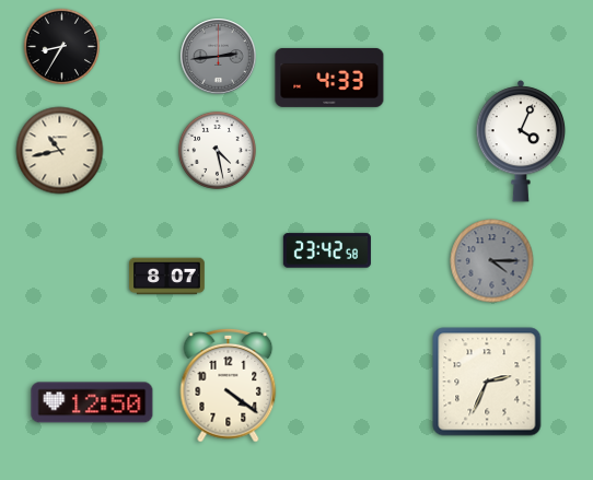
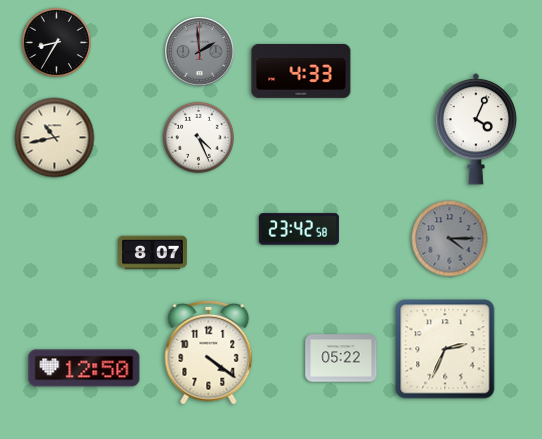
clock at (219, 57): 2:44 -> 1:59
clock at (217, 150): 4:28 -> 4:26
clock at (341, 358): none -> 05:22
